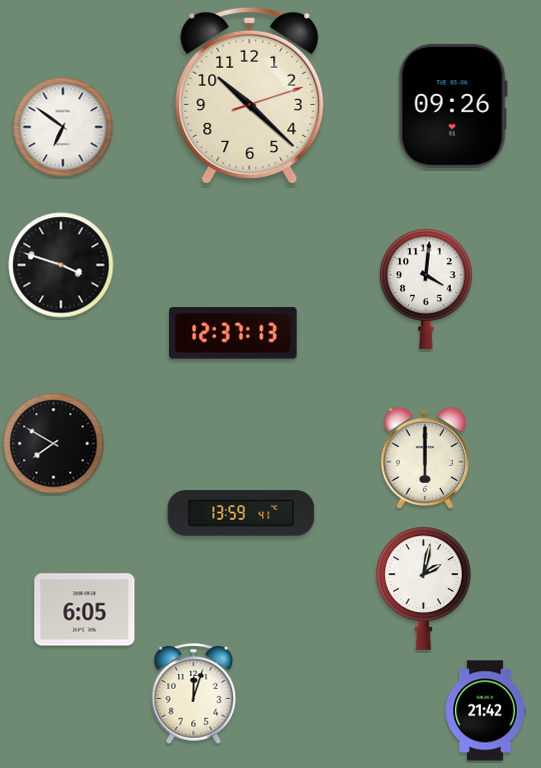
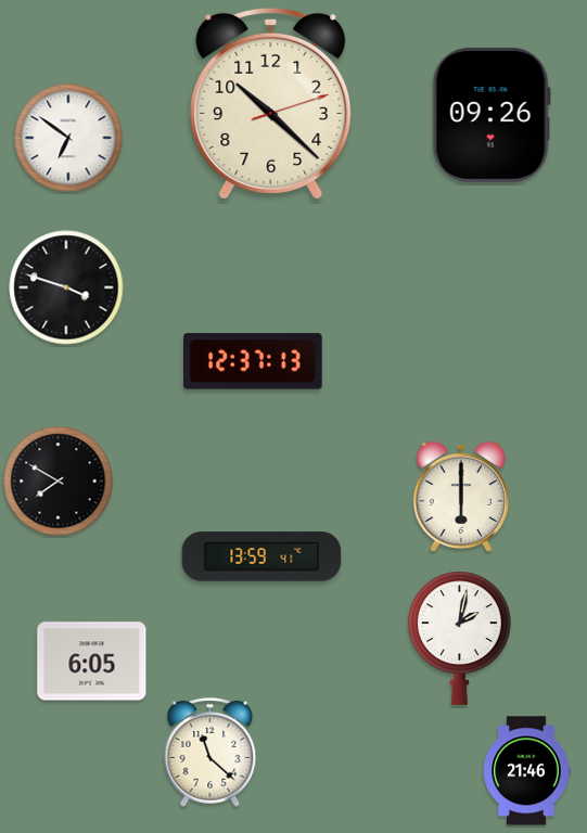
clock at (426, 289): 4:01 -> none
clock at (194, 694): 12:03 -> 11:22
clock at (485, 711): 21:42 -> 21:46
